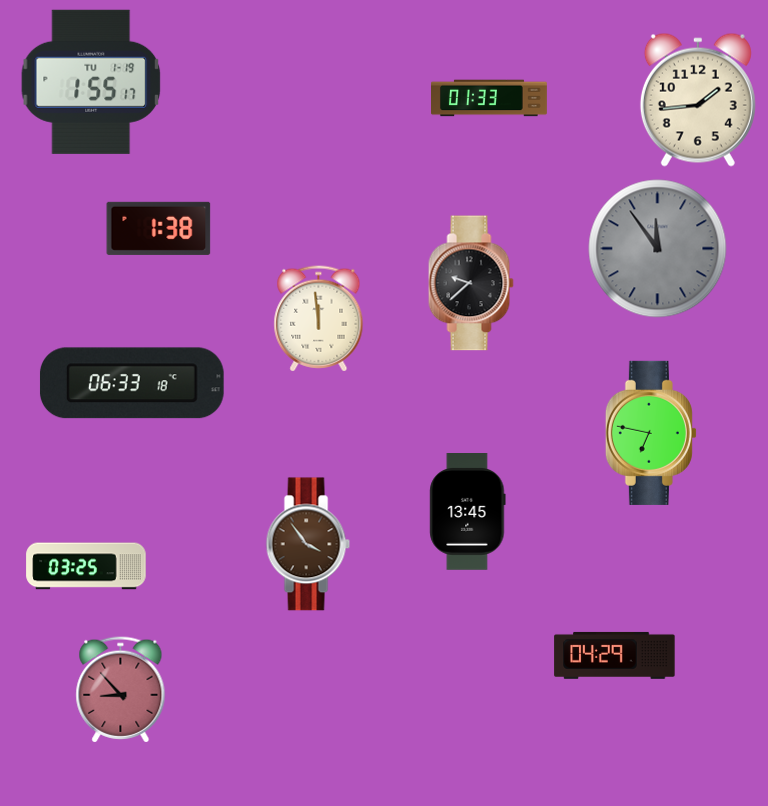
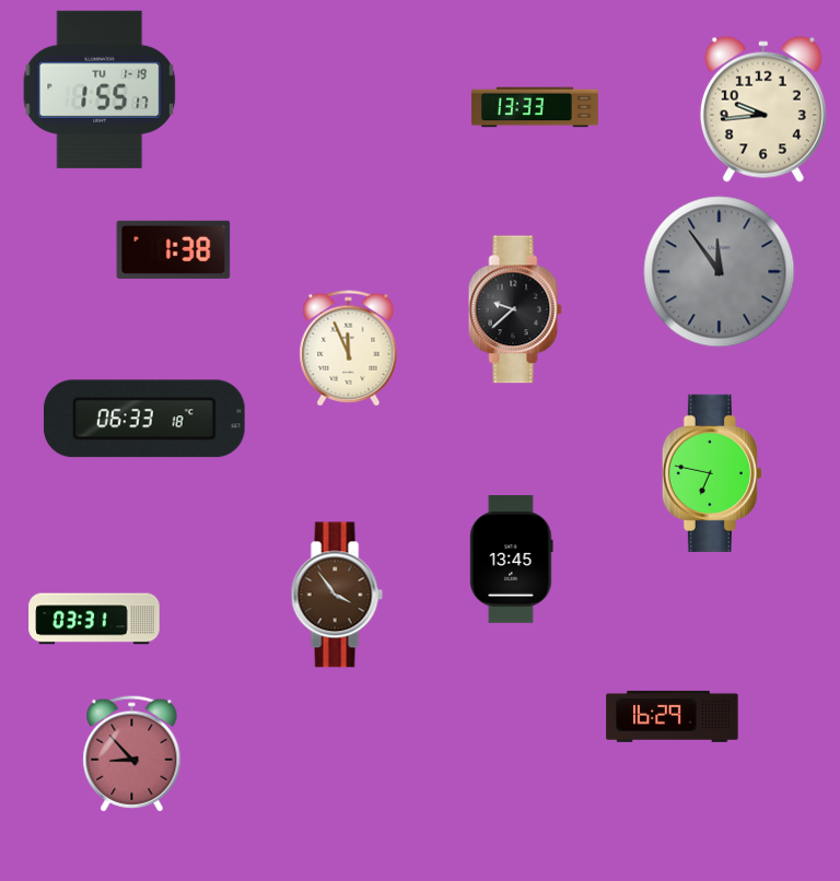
clock at (490, 98): 01:33 -> 13:33
clock at (698, 100): 1:44 -> 9:44
clock at (319, 319): 11:59 -> 11:56
clock at (86, 566): 03:25 -> 03:31
clock at (615, 655): 04:29 -> 16:29
